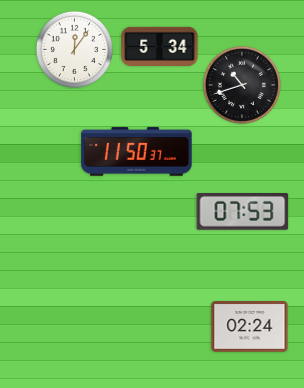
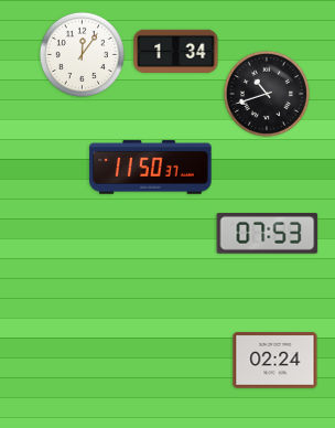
clock at (160, 46): 5:34 -> 1:34
